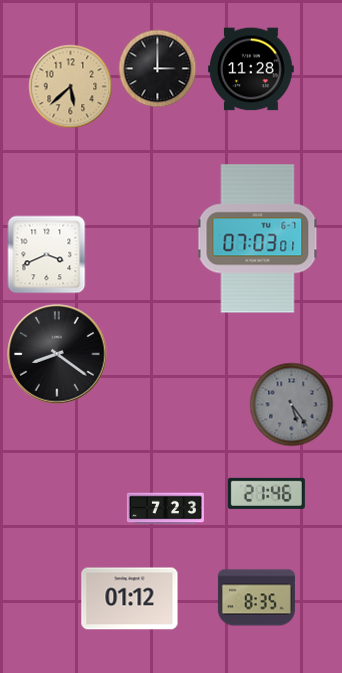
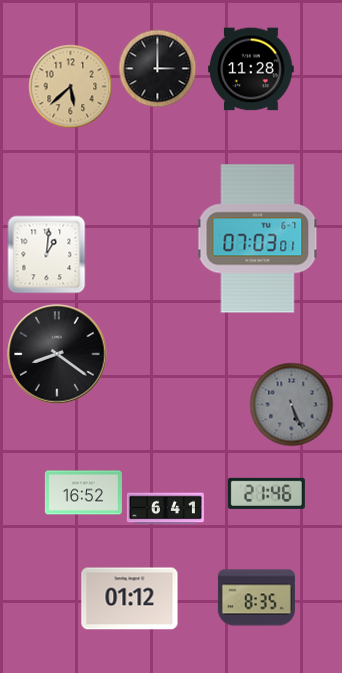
clock at (46, 254): 3:41 -> 1:01
clock at (291, 404): 5:24 -> 5:26
clock at (83, 493): none -> 16:52
clock at (165, 509): 7:23 -> 6:41
